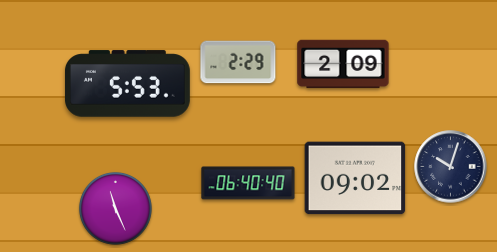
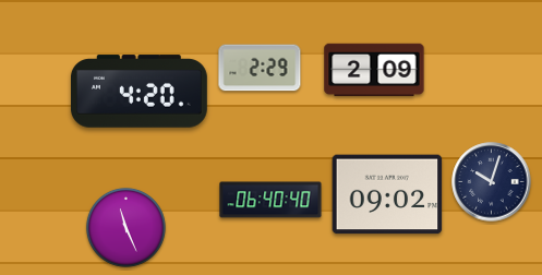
clock at (127, 84): 5:53 -> 4:20
